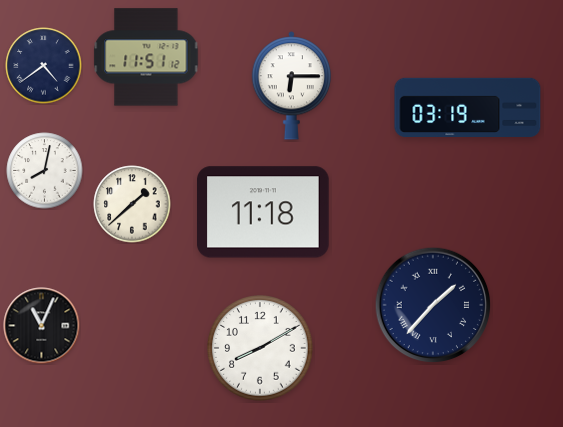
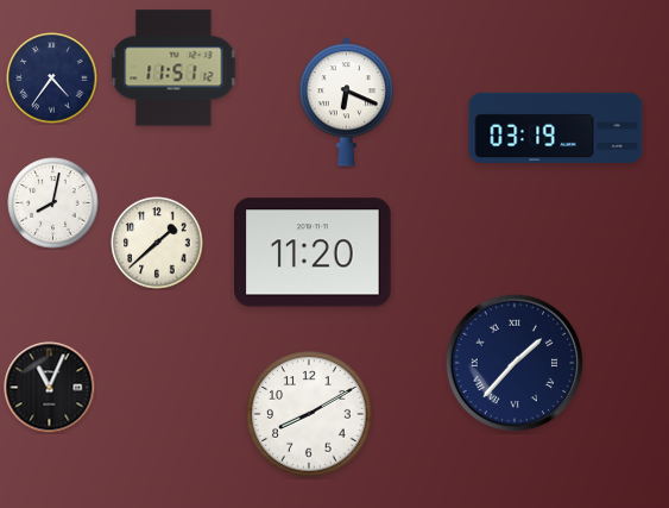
clock at (44, 66): 4:39 -> 4:36
clock at (291, 86): 6:15 -> 6:19
clock at (264, 212): 11:18 -> 11:20
